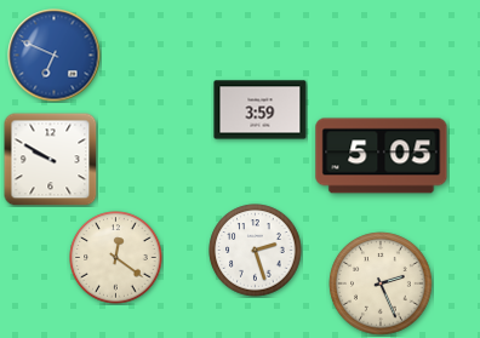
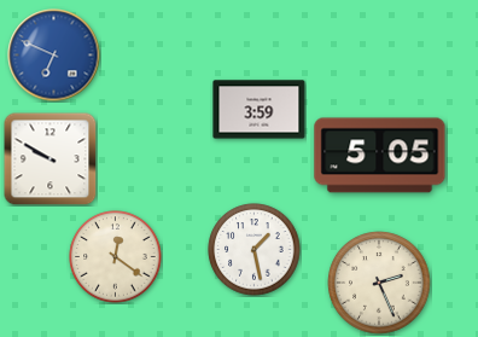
clock at (256, 251): 2:27 -> 1:28
